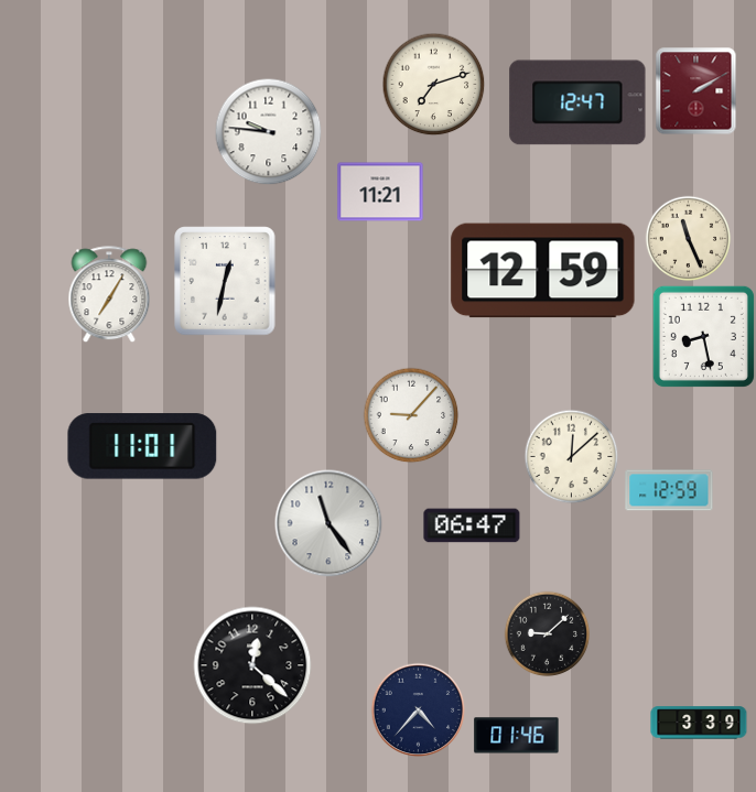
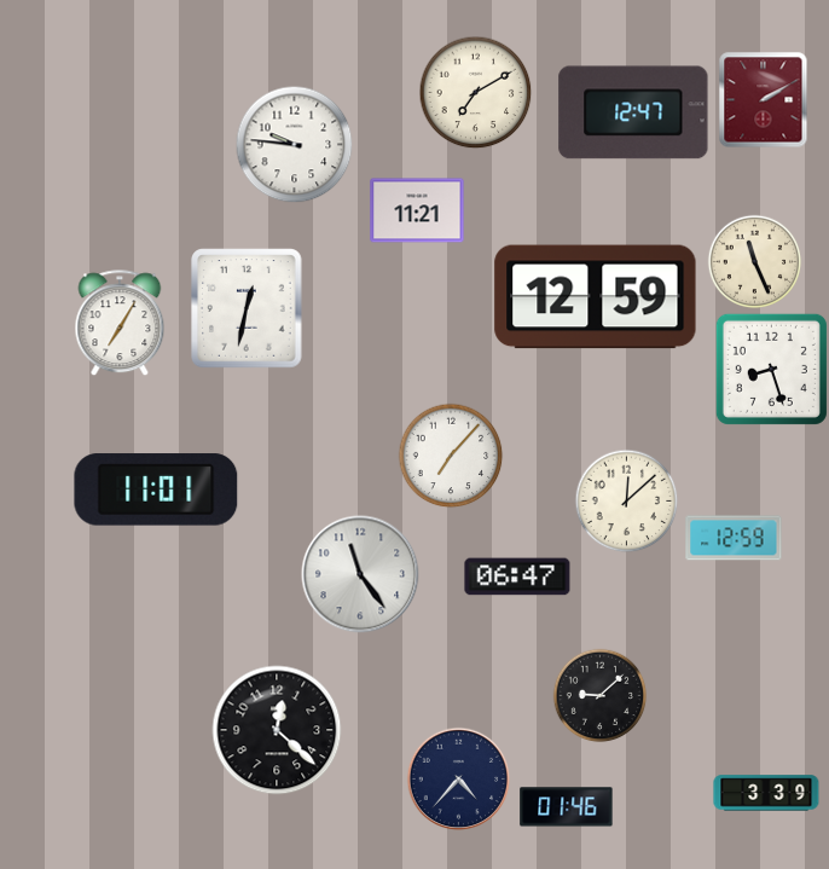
clock at (433, 84): 7:12 -> 7:10
clock at (703, 336): 8:28 -> 8:27
clock at (411, 415): 9:07 -> 7:07
